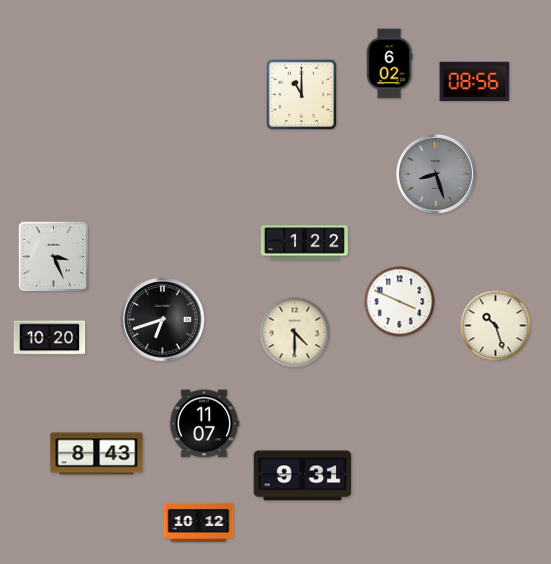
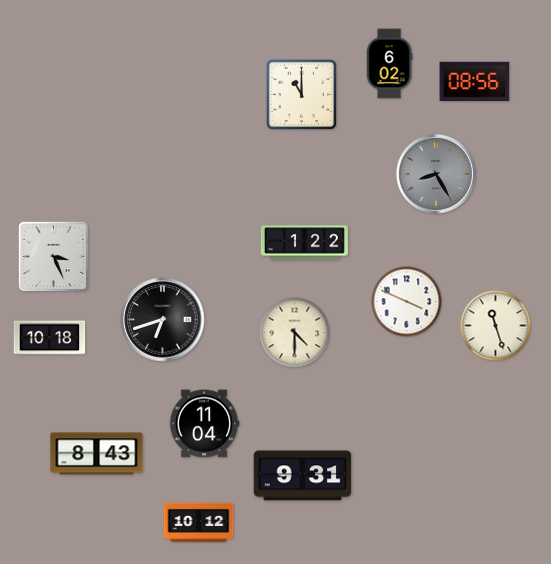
clock at (436, 174): 8:27 -> 8:25
clock at (400, 302) position: (400, 302) -> (407, 302)
clock at (496, 326): 10:27 -> 11:27
clock at (50, 338): 10:20 -> 10:18
clock at (204, 424): 11:07 -> 11:04
